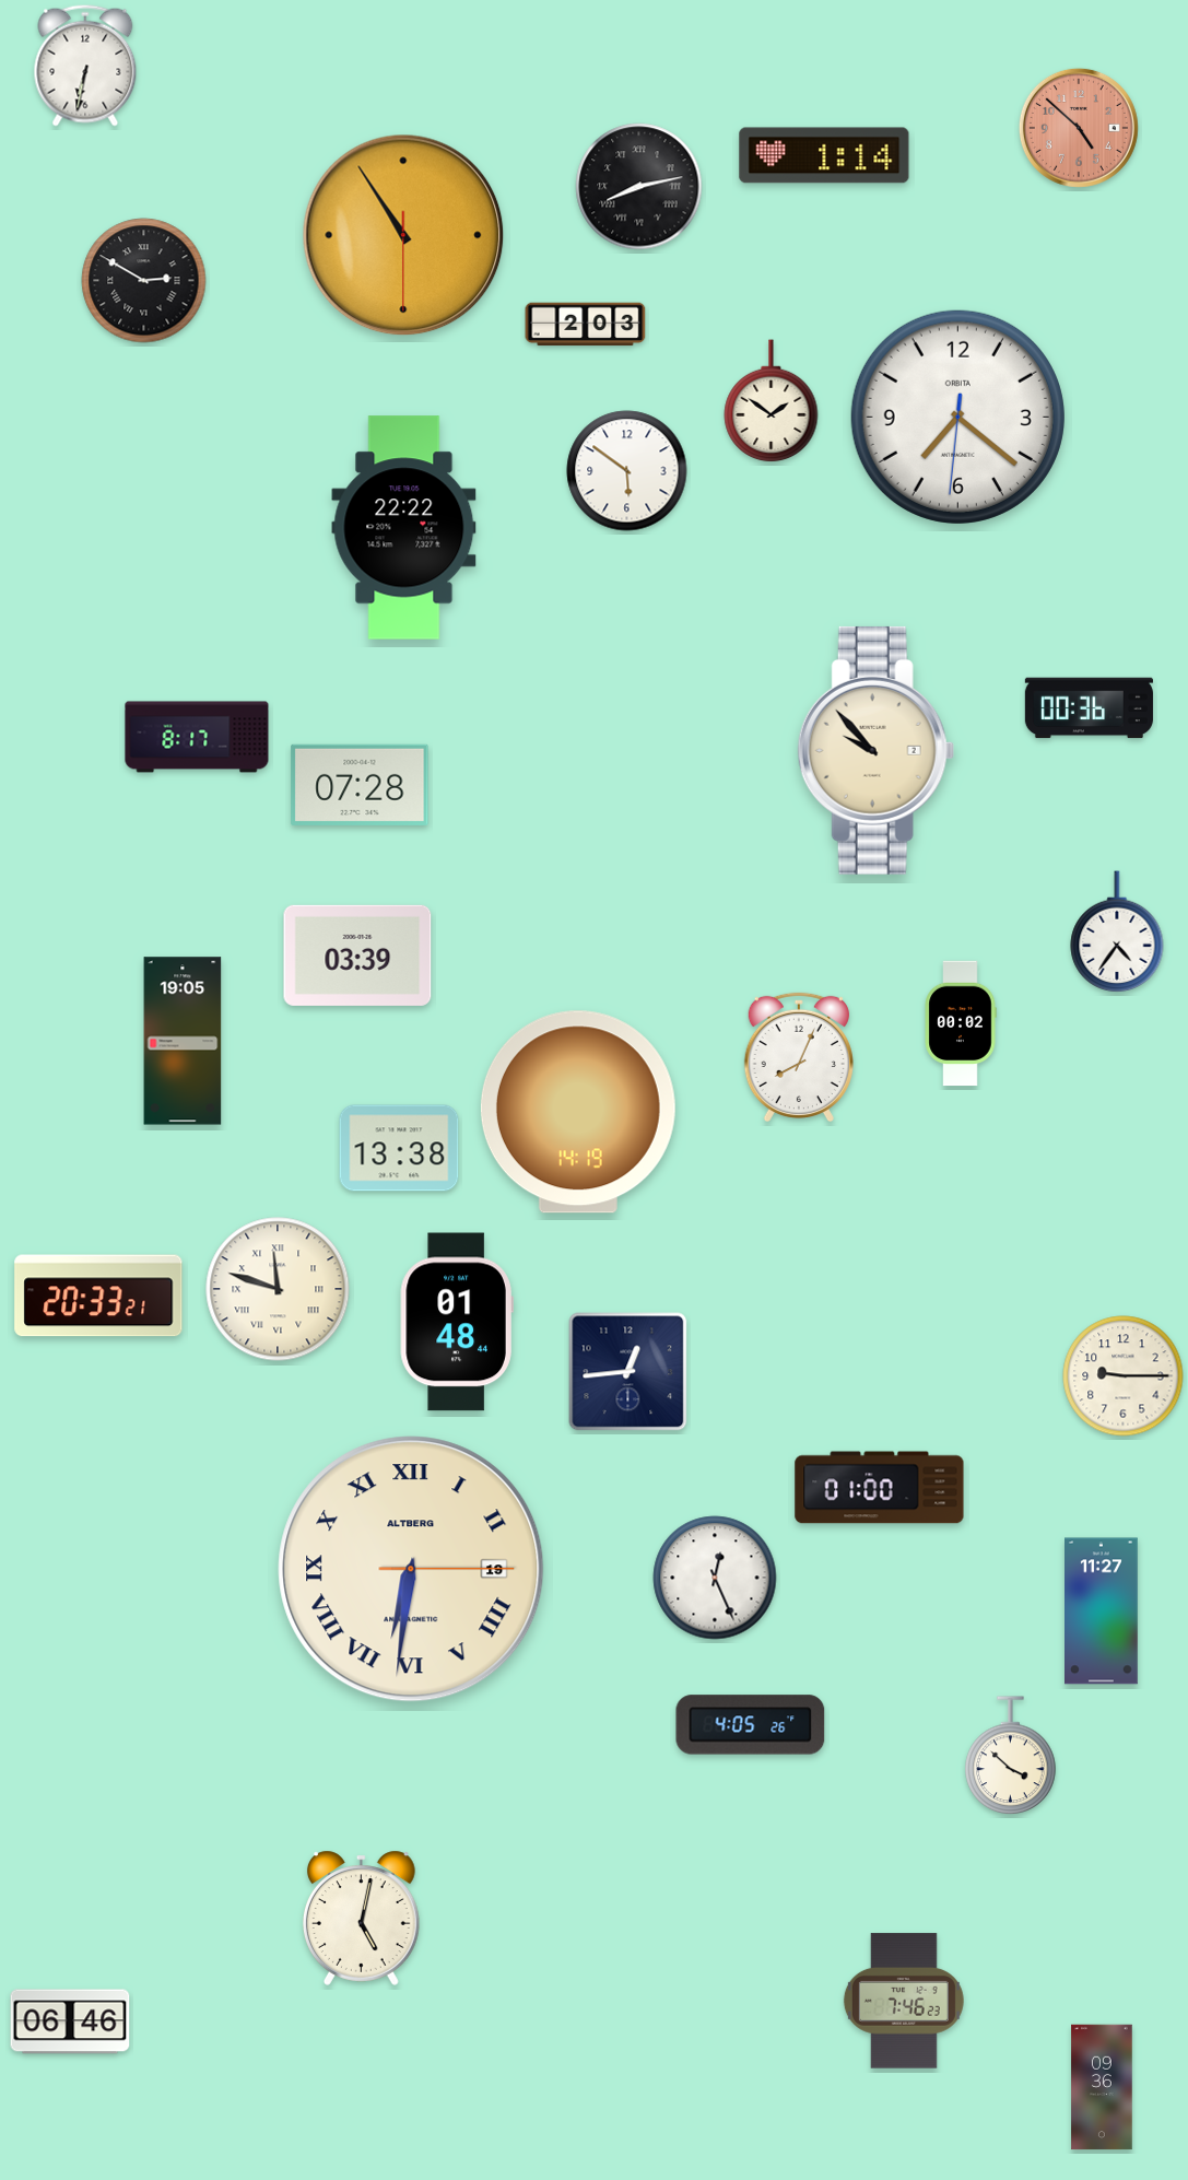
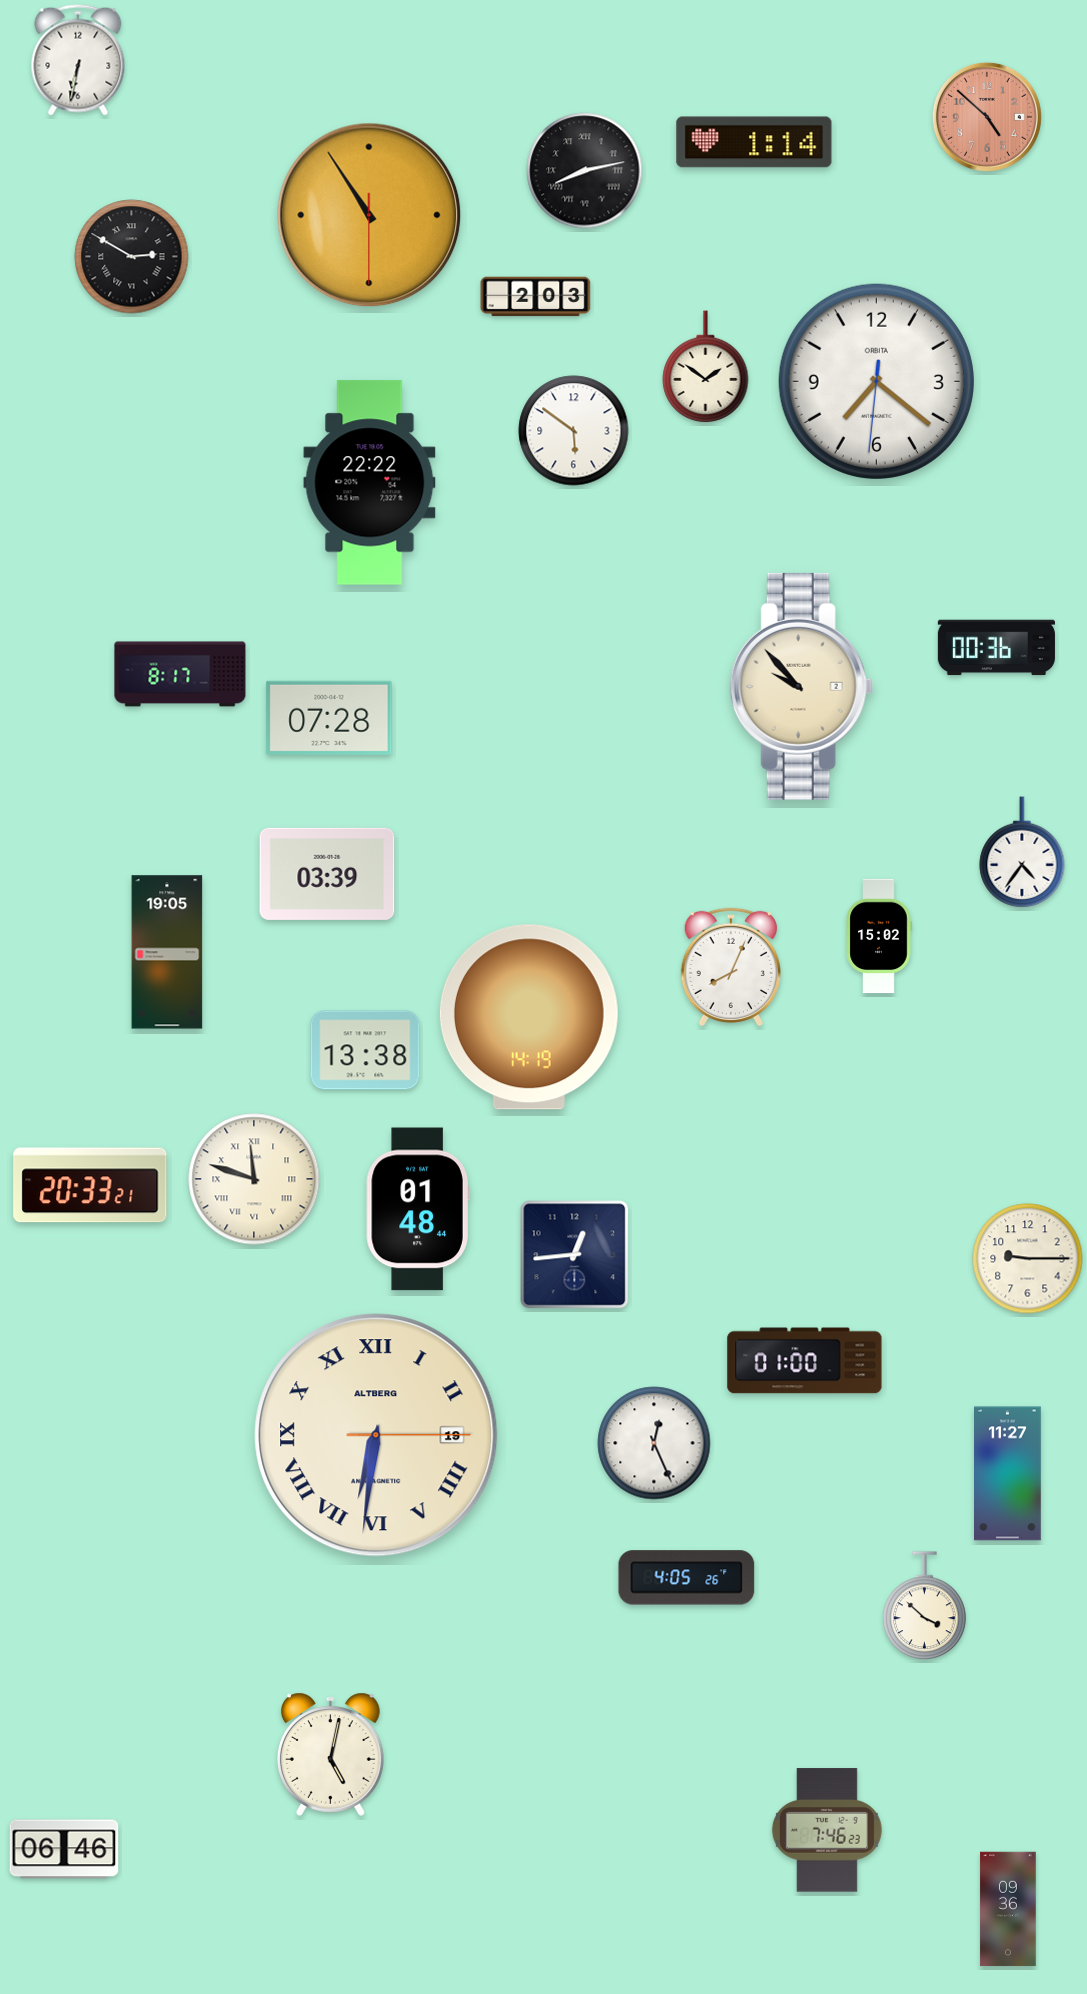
clock at (961, 1023): 00:02 -> 15:02
